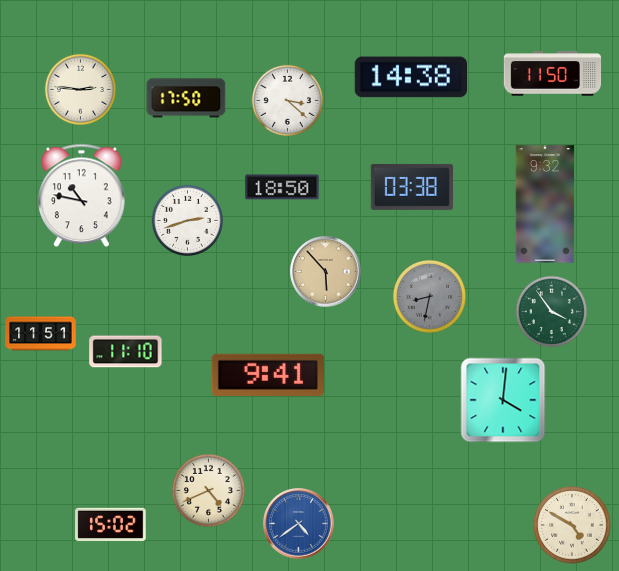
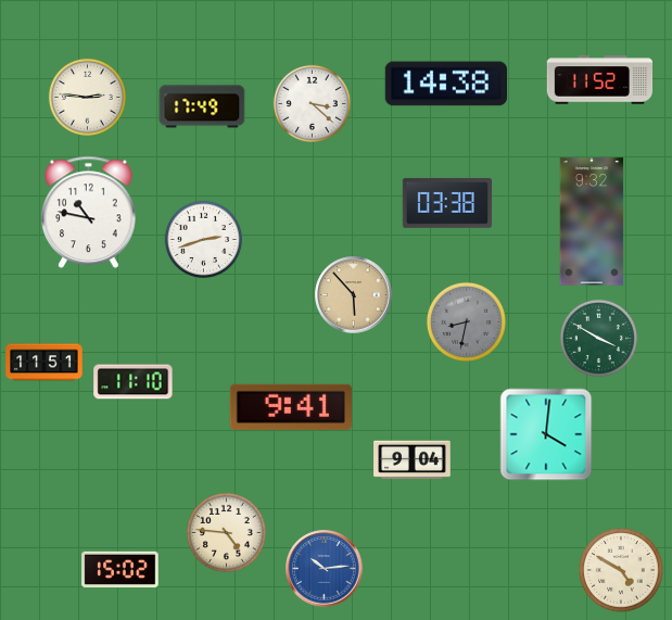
clock at (553, 74): 11:50 -> 11:52
clock at (186, 98): 17:50 -> 17:49
clock at (287, 100) position: (287, 100) -> (312, 103)
clock at (282, 187): 18:50 -> none
clock at (551, 311): 3:54 -> 3:50
clock at (126, 352) position: (126, 352) -> (134, 382)
clock at (413, 460): none -> 9:04
clock at (208, 490): 4:41 -> 4:46
clock at (299, 524): 4:39 -> 10:14
